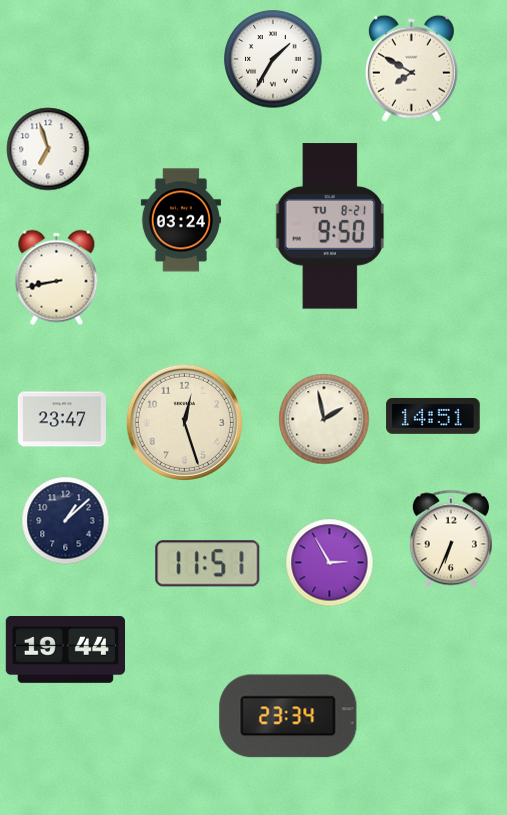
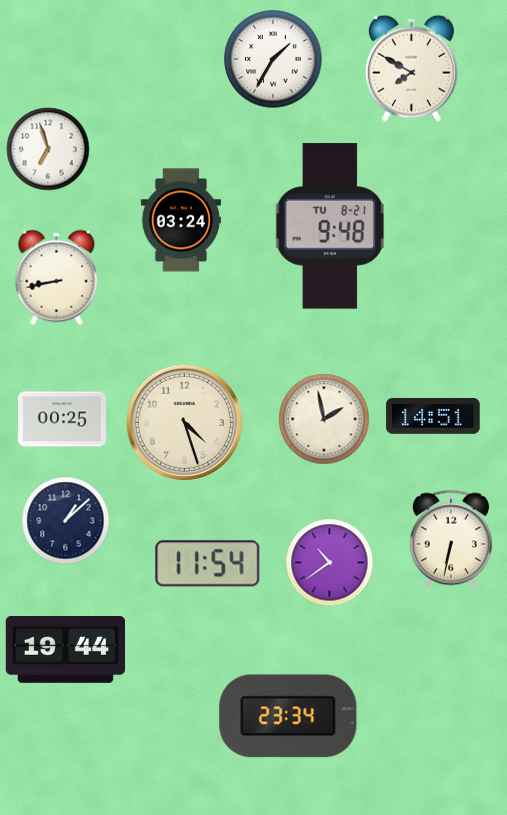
clock at (330, 226): 9:50 -> 9:48
clock at (62, 419): 23:47 -> 00:25
clock at (184, 422): 12:27 -> 4:27
clock at (451, 539): 6:34 -> 6:32
clock at (330, 563): 2:55 -> 10:39
clock at (208, 564): 11:51 -> 11:54
